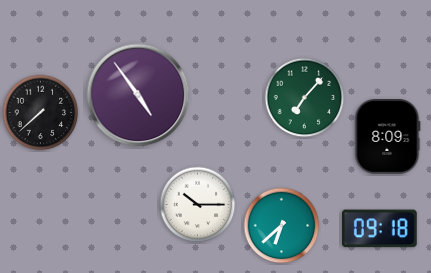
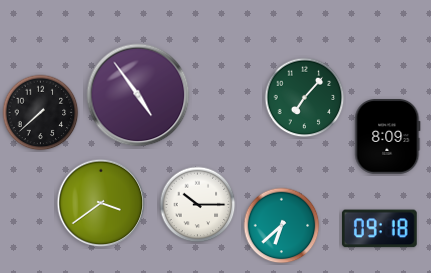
clock at (101, 203): none -> 3:39
